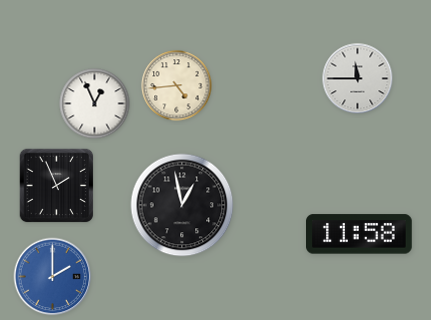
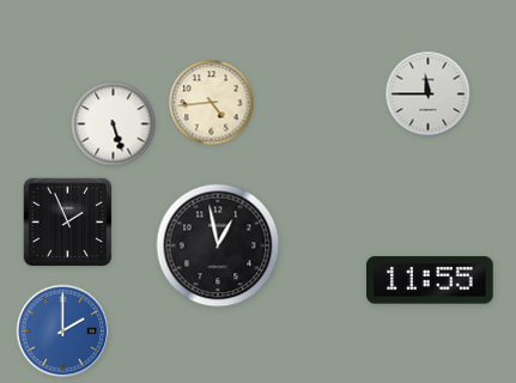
clock at (95, 104): 12:56 -> 5:27
clock at (360, 234): 11:58 -> 11:55
